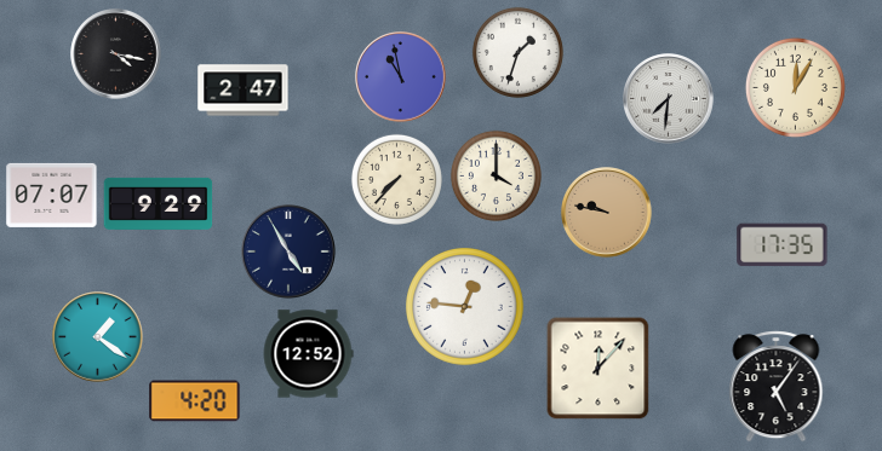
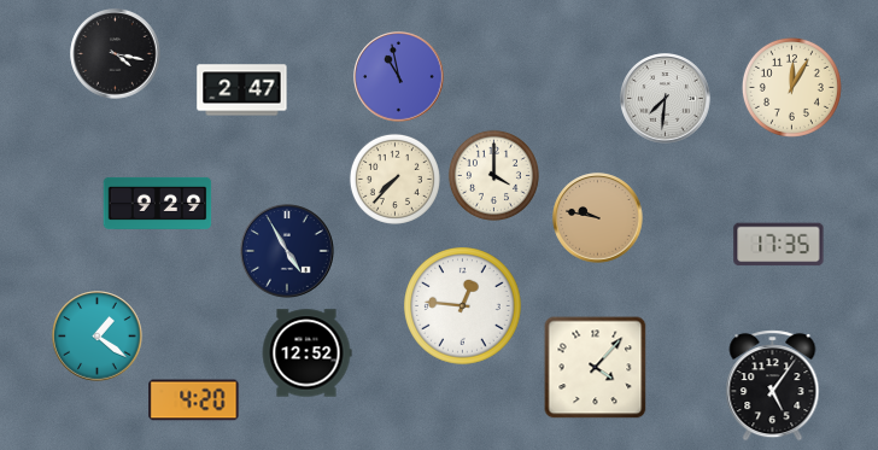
clock at (517, 52): 1:33 -> none
clock at (52, 195): 07:07 -> none
clock at (607, 213) position: (607, 213) -> (598, 218)
clock at (598, 369): 12:07 -> 4:07
